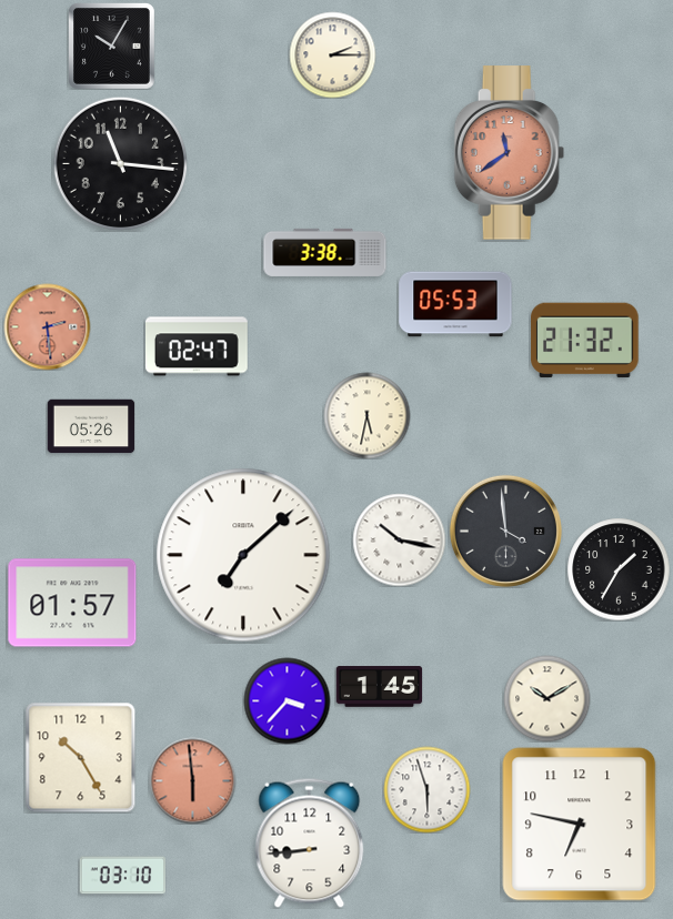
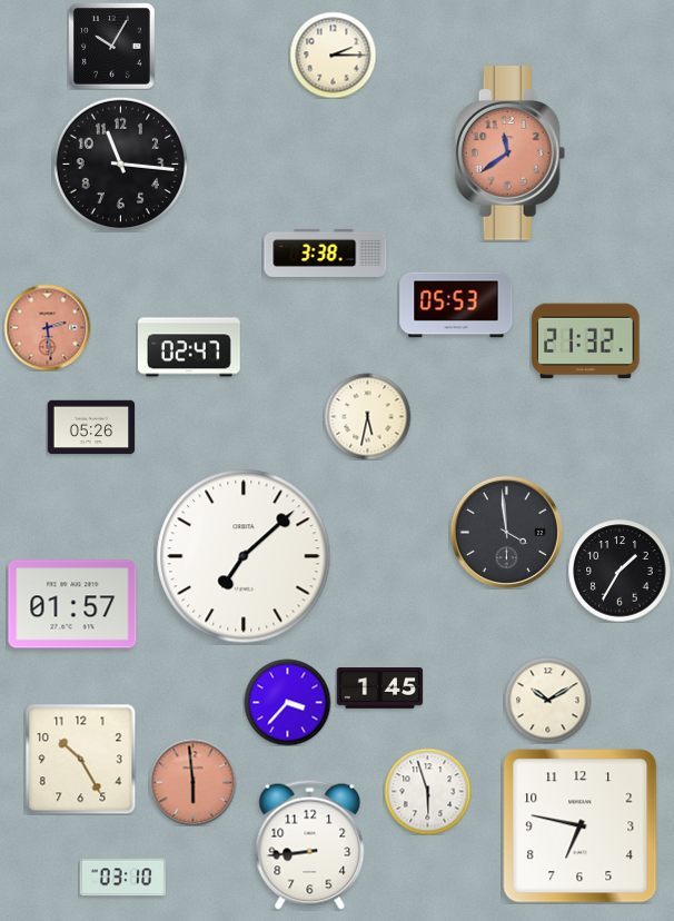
clock at (197, 346) position: (197, 346) -> (189, 347)
clock at (399, 539): 10:17 -> none
